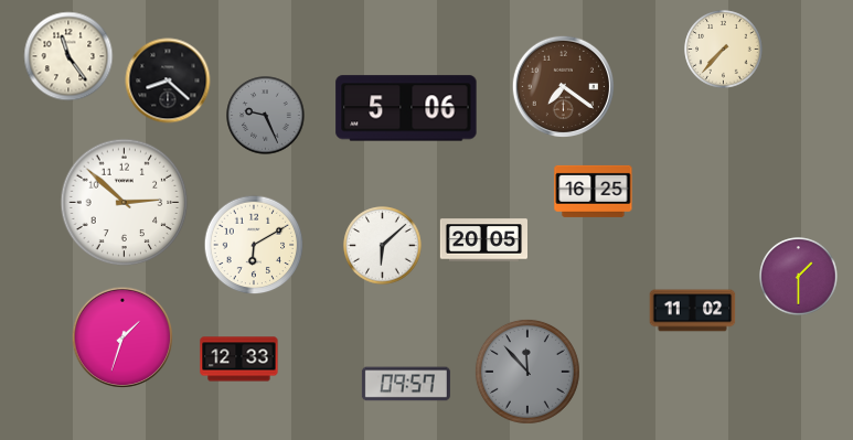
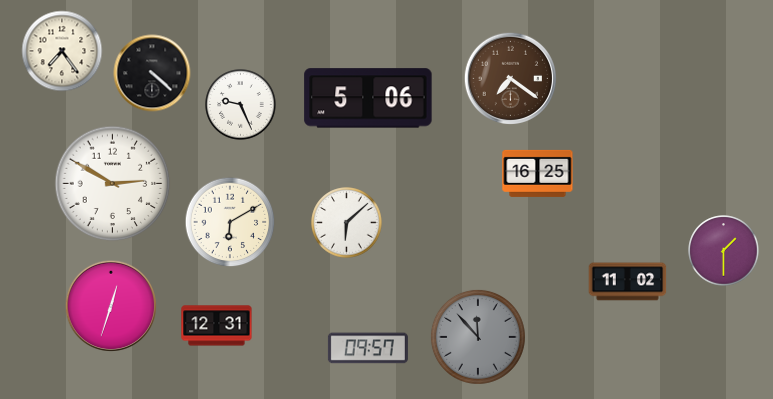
clock at (724, 50): 7:37 -> none
clock at (68, 56): 11:24 -> 7:24
clock at (168, 81): 8:22 -> 4:22
clock at (266, 116) dial: grey -> white
clock at (125, 203): 2:52 -> 2:50
clock at (483, 240): 20:05 -> none
clock at (122, 337): 1:33 -> 12:33
clock at (239, 359): 12:33 -> 12:31
